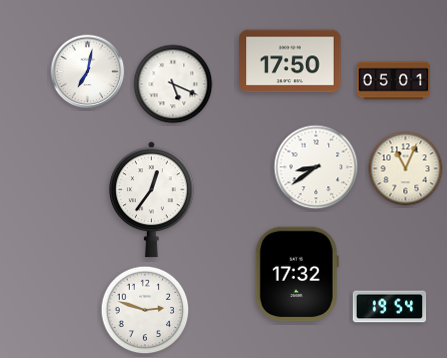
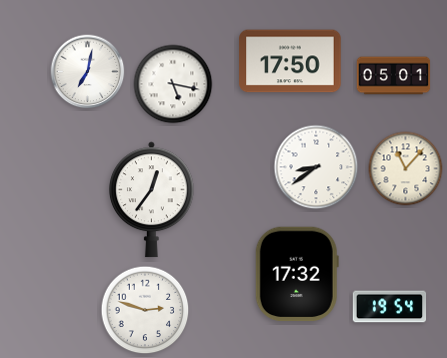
clock at (394, 81) position: (394, 81) -> (394, 76)
clock at (173, 84): 5:19 -> 5:17
clock at (406, 169): 11:04 -> 11:07
